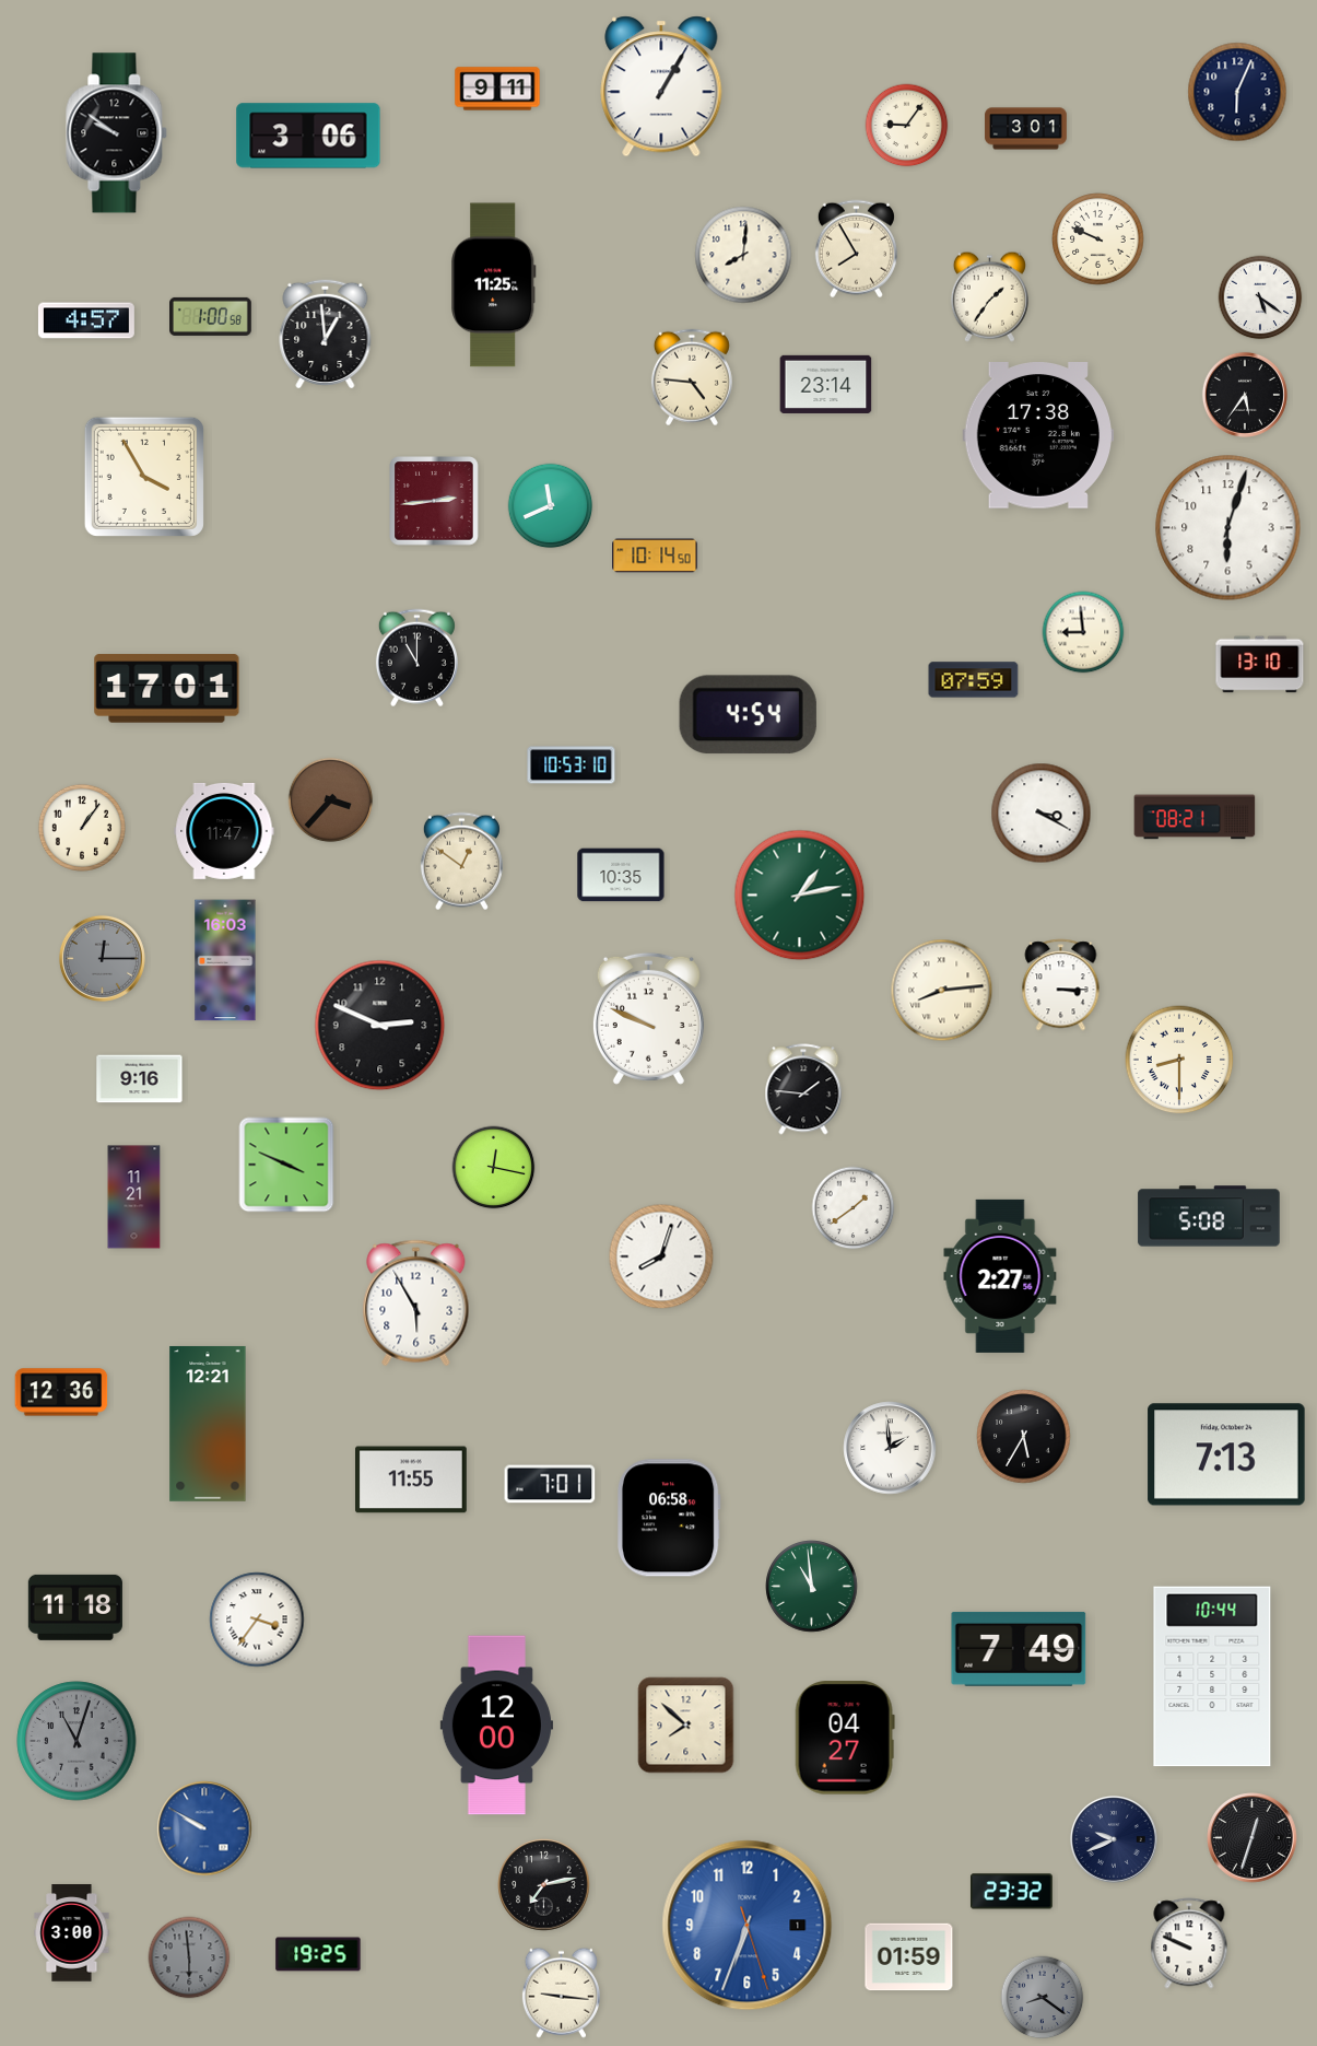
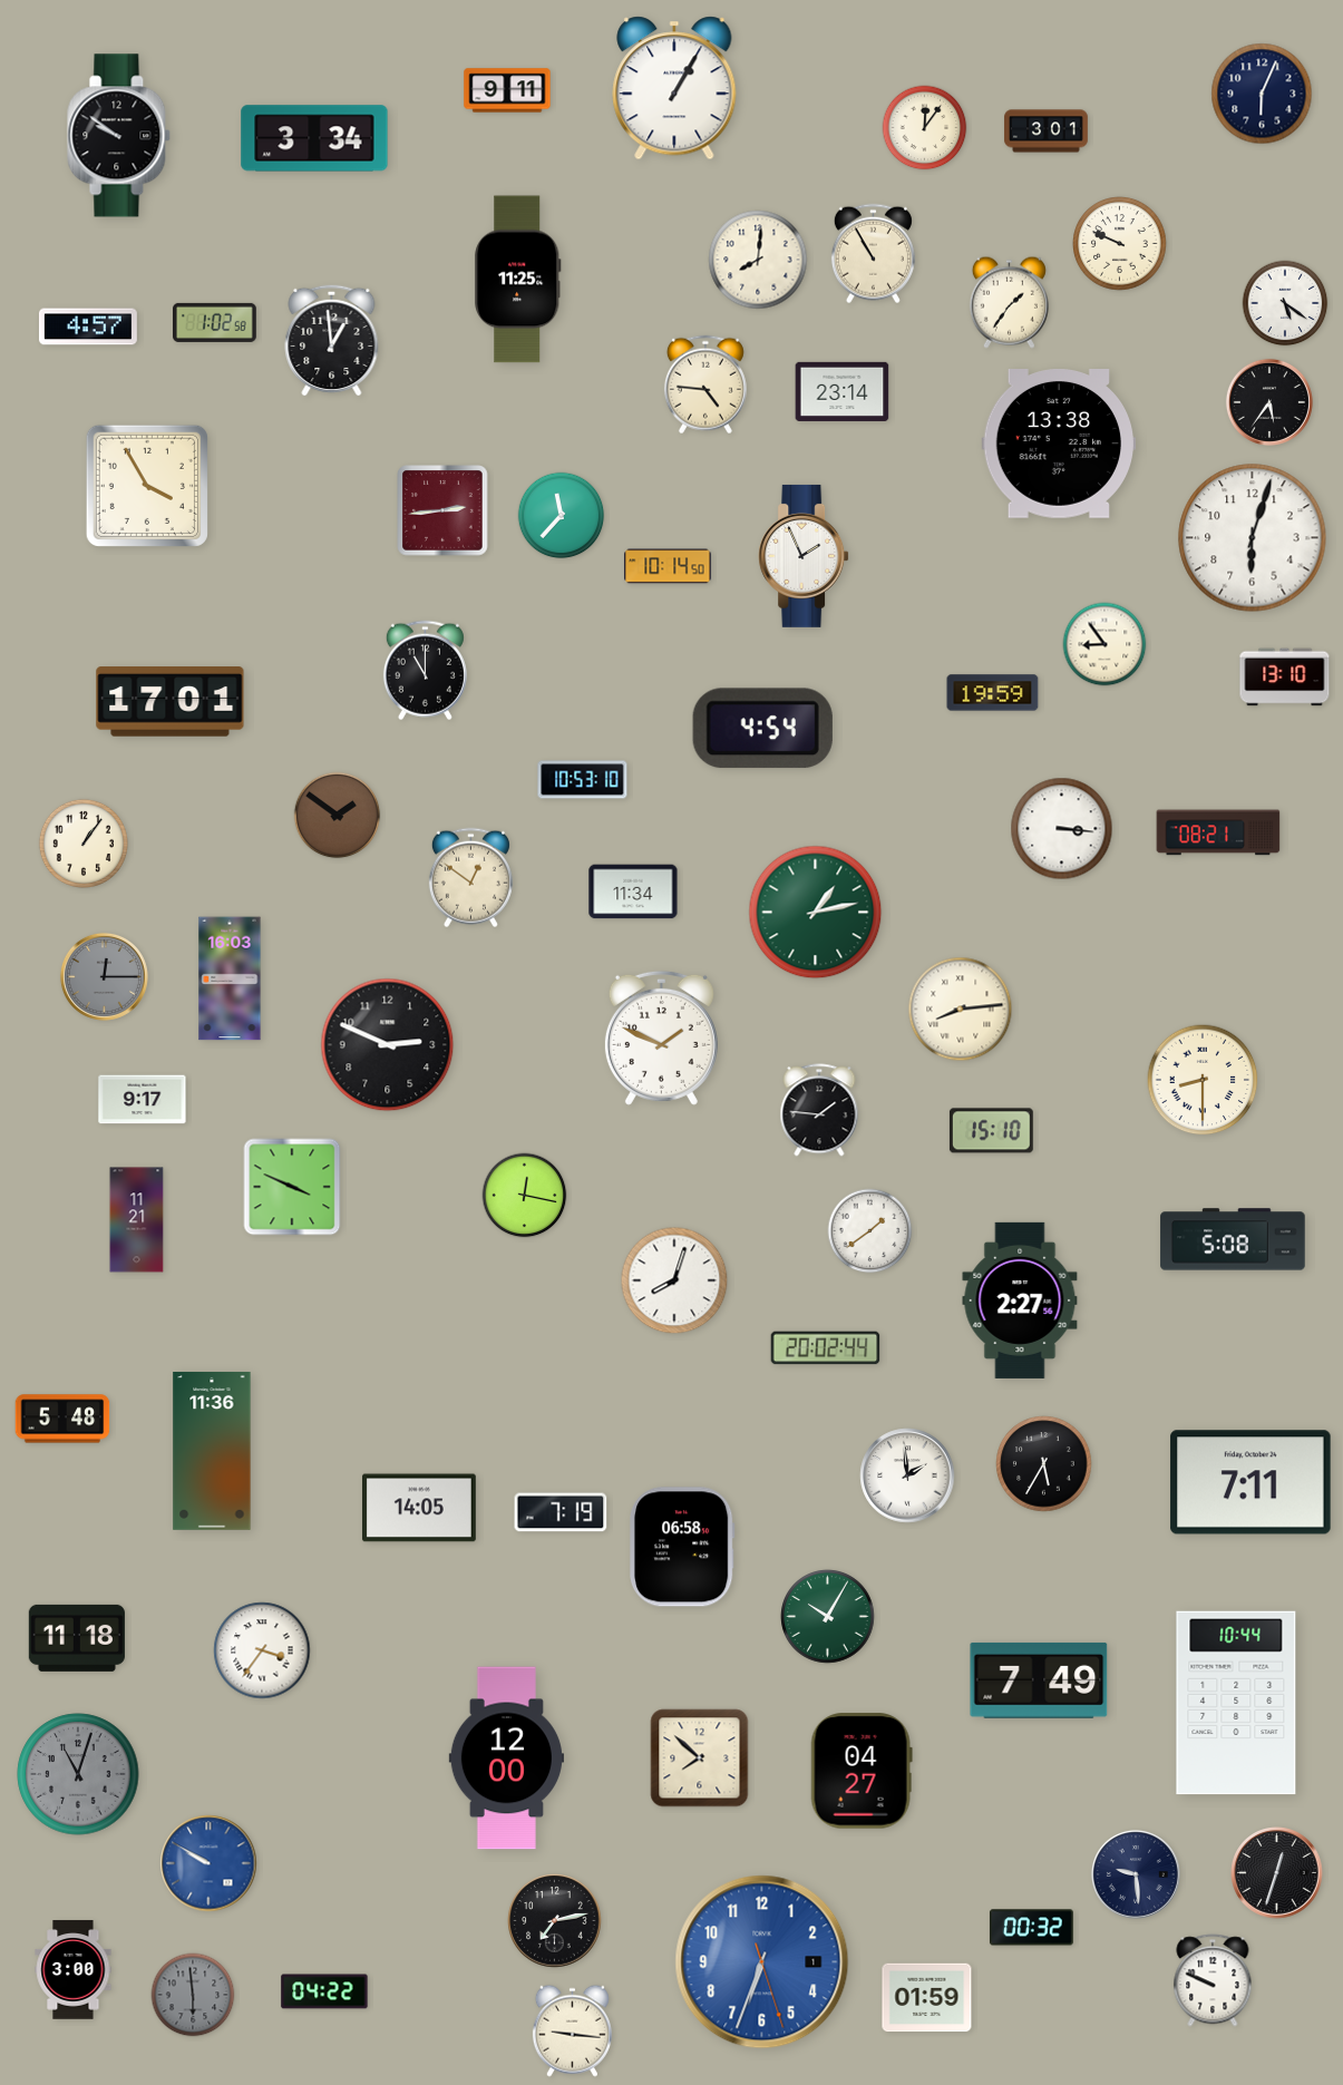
clock at (907, 126): 9:06 -> 12:06
clock at (308, 136): 3:06 -> 3:34
clock at (856, 249): 7:55 -> 10:55
clock at (494, 285) position: (494, 285) -> (518, 280)
clock at (211, 316): 1:00 -> 1:02
clock at (1038, 436): 17:38 -> 13:38
clock at (551, 506): 11:41 -> 11:37
clock at (804, 556): none -> 1:56
clock at (1083, 632): 8:59 -> 8:54
clock at (974, 680): 07:59 -> 19:59
clock at (331, 800): 3:37 -> 1:51
clock at (1042, 814): 3:20 -> 3:16
clock at (224, 831): 11:47 -> none
clock at (621, 875): 10:35 -> 11:34
clock at (1061, 985): 3:15 -> none
clock at (648, 1018): 9:49 -> 1:49
clock at (140, 1079): 9:16 -> 9:17
clock at (991, 1131): none -> 15:10
clock at (494, 1168) position: (494, 1168) -> (525, 1196)
clock at (416, 1303): 5:55 -> none
clock at (826, 1348): none -> 20:02
clock at (61, 1392): 12:36 -> 5:48
clock at (208, 1424): 12:21 -> 11:36
clock at (1226, 1454): 7:13 -> 7:11
clock at (412, 1480): 11:55 -> 14:05
clock at (550, 1484): 7:01 -> 7:19
clock at (812, 1587): 10:59 -> 10:05
clock at (1212, 1676) position: (1212, 1676) -> (1236, 1703)
clock at (1114, 1839): 9:41 -> 9:29
clock at (1011, 1892): 23:32 -> 00:32
clock at (318, 1954): 19:25 -> 04:22
clock at (909, 1957) position: (909, 1957) -> (927, 1998)
clock at (1043, 1998): 8:21 -> none
